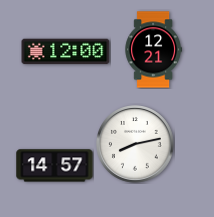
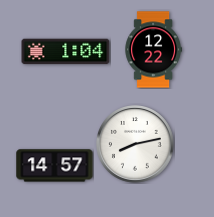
clock at (153, 50): 12:21 -> 12:22
clock at (66, 52): 12:00 -> 1:04
